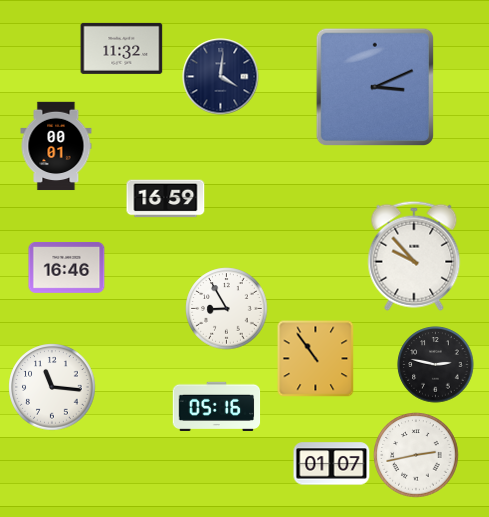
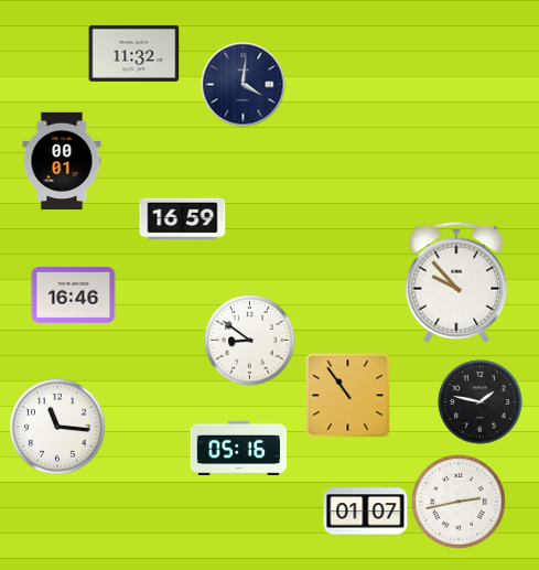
clock at (374, 86): 3:11 -> none
clock at (227, 309): 8:55 -> 8:51
clock at (436, 365): 2:47 -> 1:47
